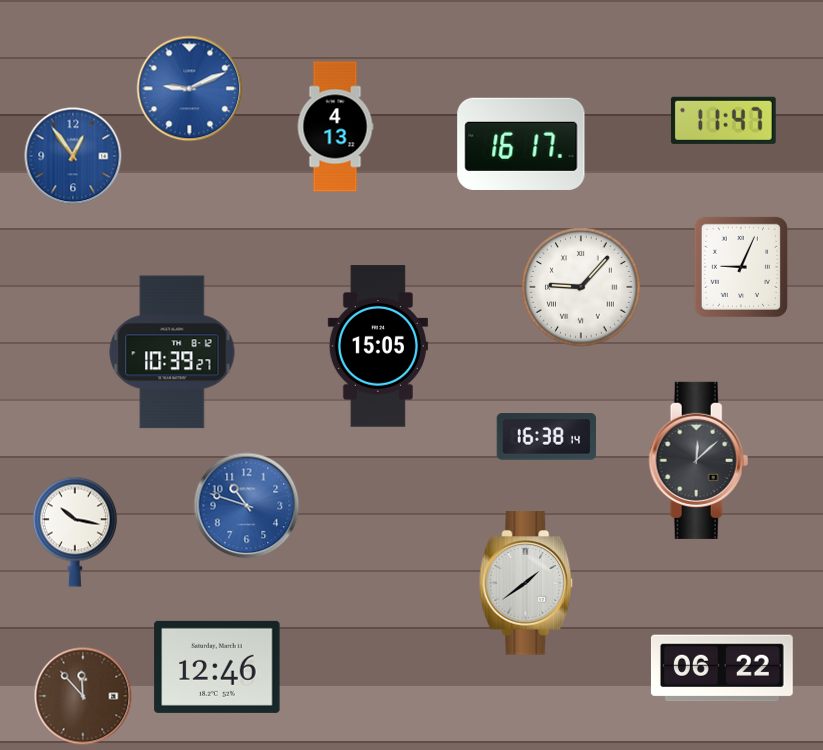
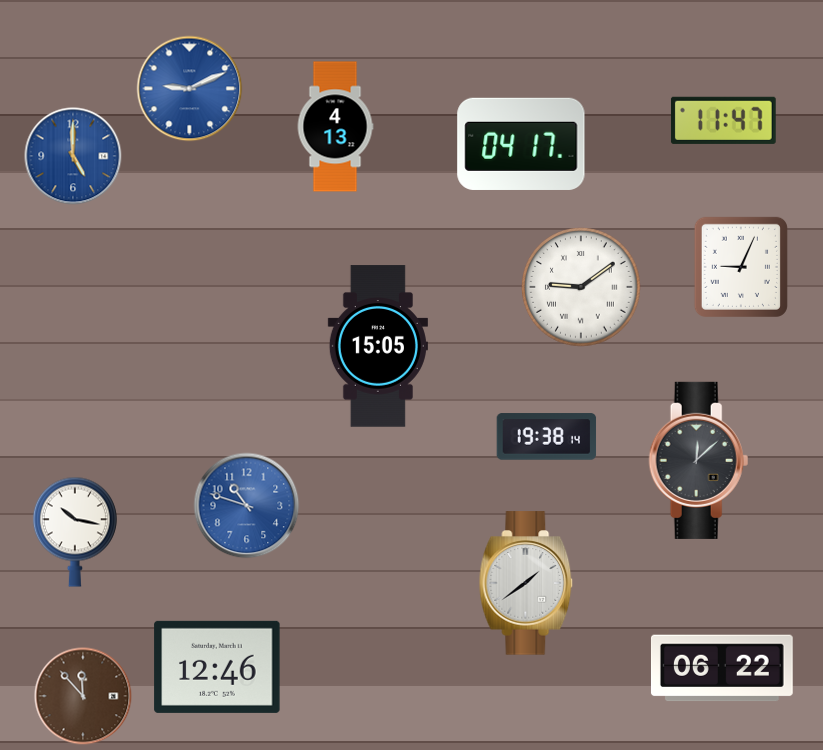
clock at (521, 144): 16:17 -> 04:17
clock at (73, 156): 12:54 -> 5:00
clock at (581, 287): 9:07 -> 9:09
clock at (172, 352): 10:39 -> none
clock at (547, 437): 16:38 -> 19:38
